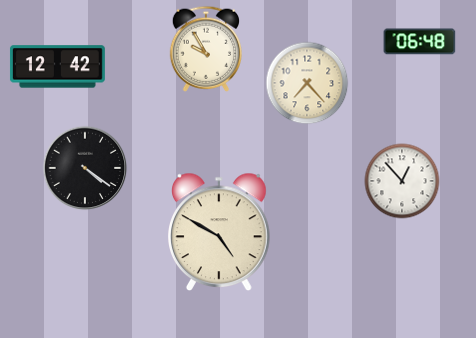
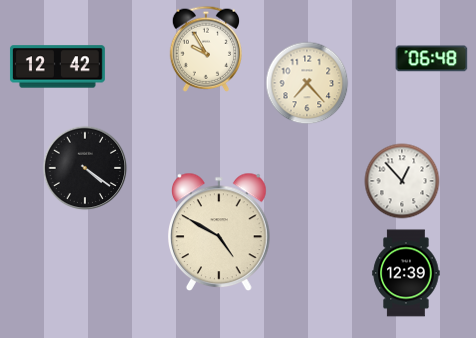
clock at (420, 42) position: (420, 42) -> (432, 59)
clock at (406, 273): none -> 12:39
